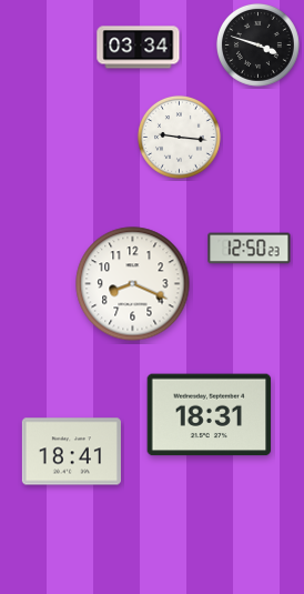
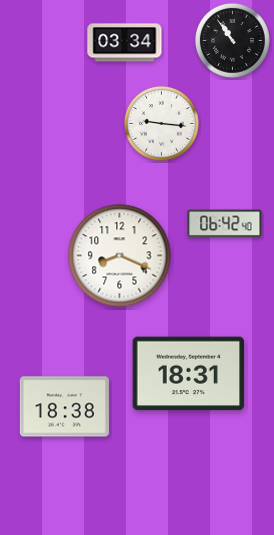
clock at (257, 44): 3:48 -> 10:54
clock at (250, 249): 12:50 -> 06:42
clock at (71, 452): 18:41 -> 18:38
